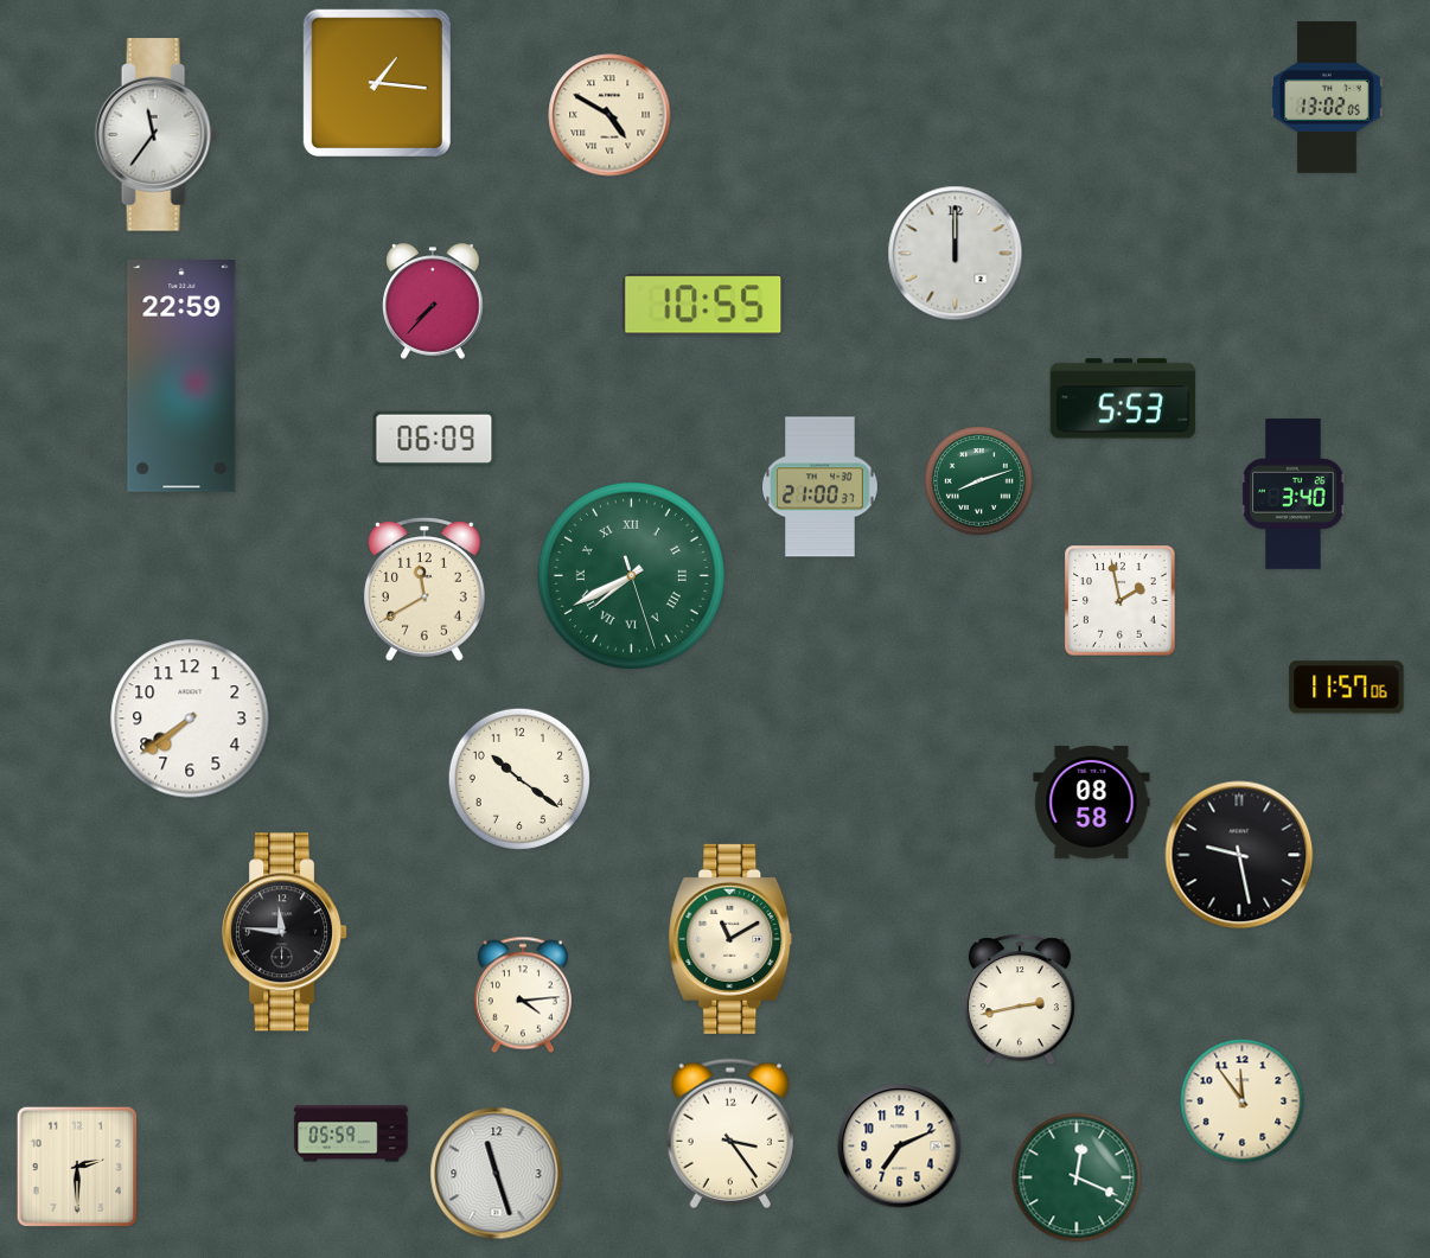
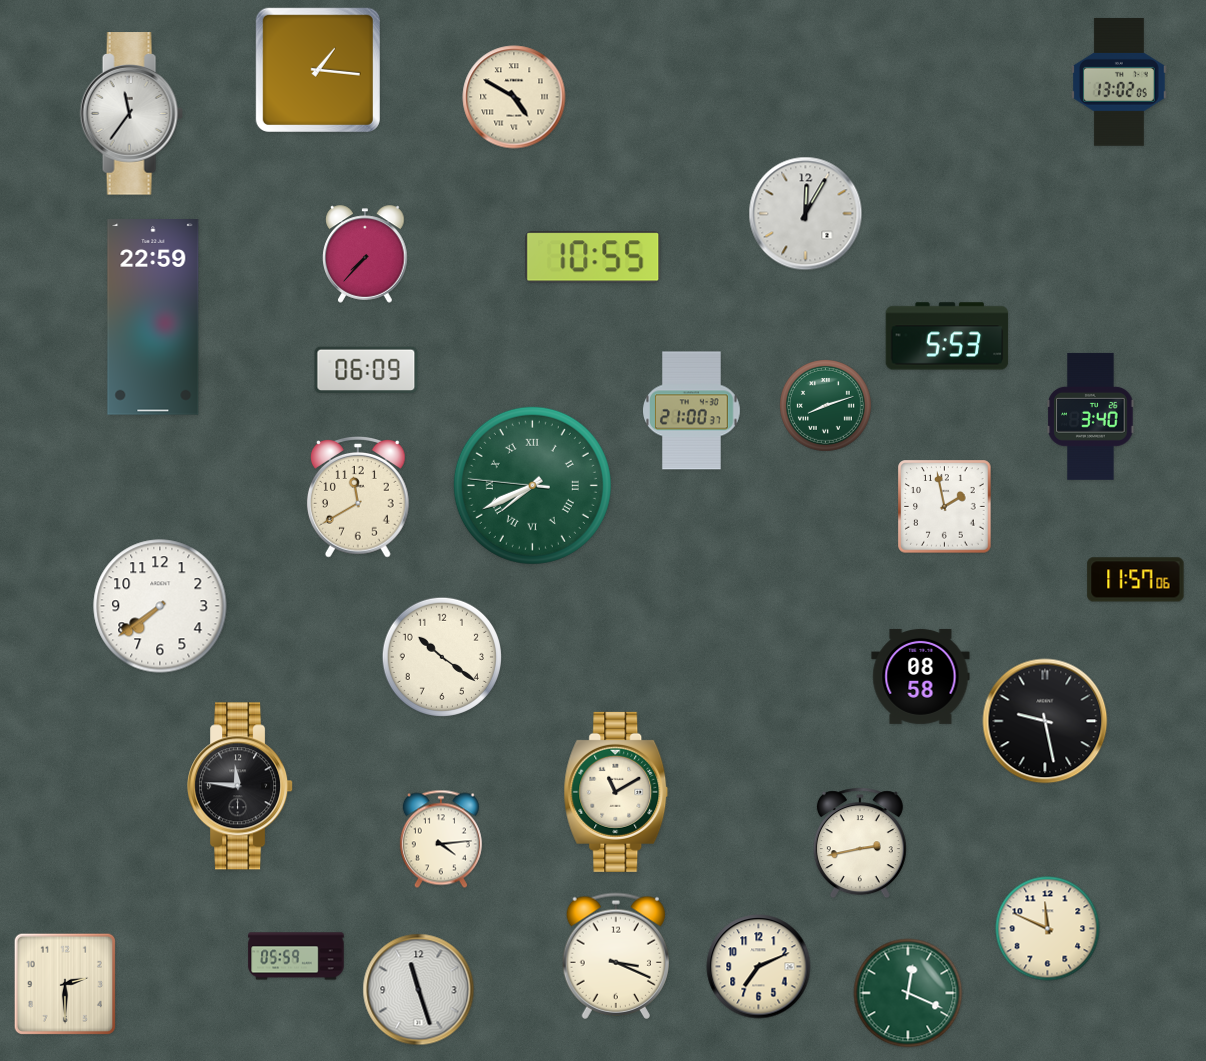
clock at (956, 254): 12:00 -> 12:05
clock at (631, 575): 7:40:27 -> 7:40:46
clock at (519, 779) position: (519, 779) -> (442, 657)
clock at (1243, 1101): 11:54 -> 11:49
clock at (729, 1134): 3:24 -> 3:19
